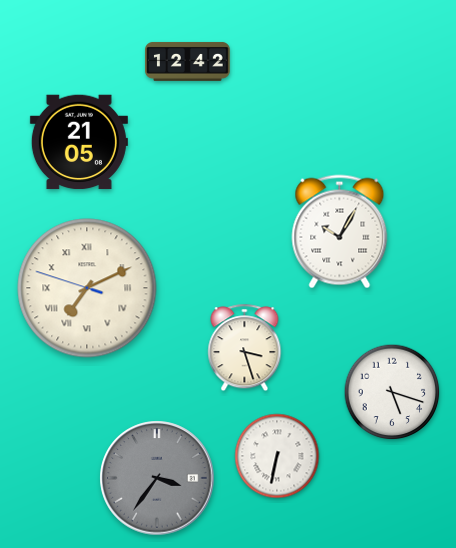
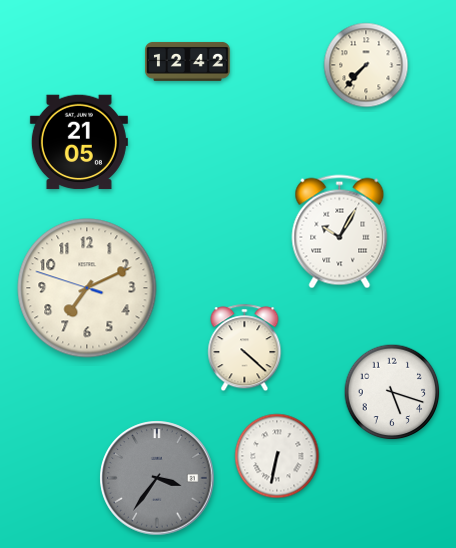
clock at (366, 65): none -> 7:37
clock at (87, 288) numerals: Roman -> Arabic
clock at (245, 348): 3:27 -> 4:22
